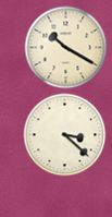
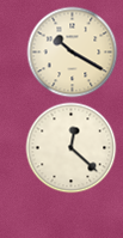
clock at (65, 135): 3:22 -> 12:22
